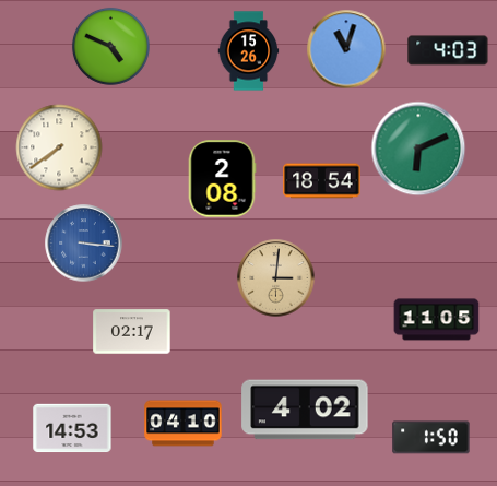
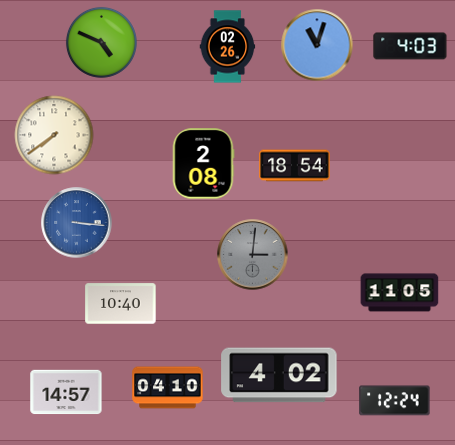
clock at (249, 51): 15:26 -> 02:26
clock at (418, 149): 6:11 -> none
clock at (276, 278) dial: champagne -> grey
clock at (132, 332): 02:17 -> 10:40
clock at (72, 428): 14:53 -> 14:57
clock at (431, 438): 1:50 -> 12:24
